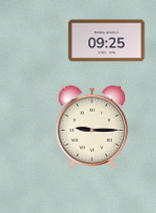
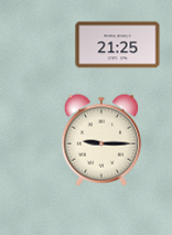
clock at (107, 41): 09:25 -> 21:25
